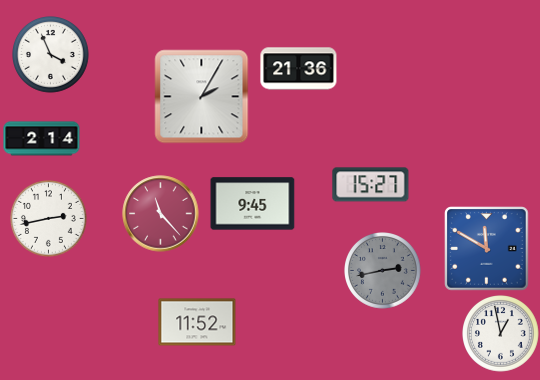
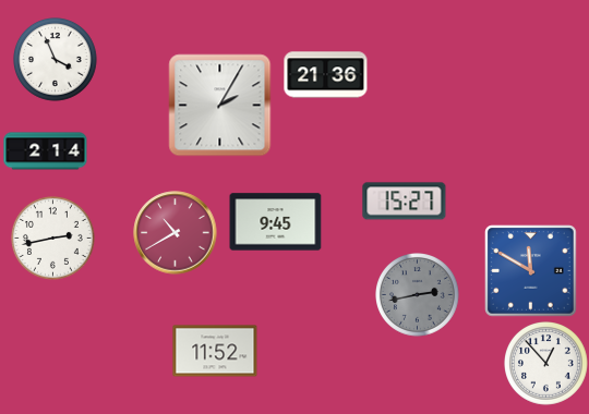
clock at (161, 214): 11:23 -> 10:40
clock at (501, 334): 12:58 -> 12:53
